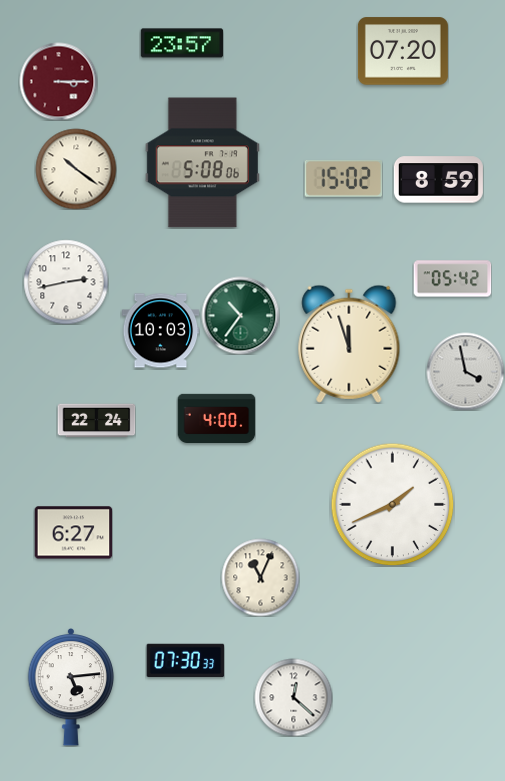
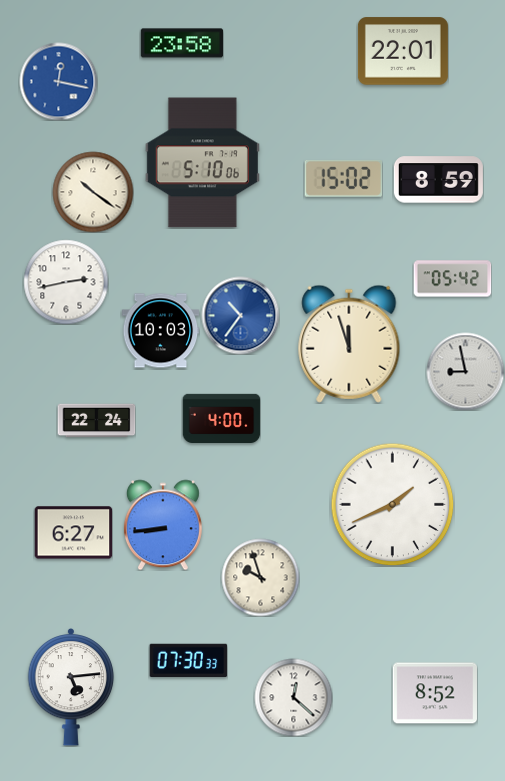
clock at (182, 43): 23:57 -> 23:58
clock at (403, 51): 07:20 -> 22:01
clock at (58, 81): 3:15 -> 12:17
clock at (58, 81) dial: burgundy -> blue
clock at (202, 163): 5:08 -> 5:10
clock at (76, 169) position: (76, 169) -> (93, 192)
clock at (240, 315) dial: green -> blue
clock at (465, 371): 3:58 -> 8:58
clock at (216, 418) position: (216, 418) -> (221, 418)
clock at (163, 525): none -> 8:44
clock at (260, 577): 11:04 -> 9:57
clock at (185, 660) position: (185, 660) -> (188, 660)
clock at (434, 693): none -> 8:52
